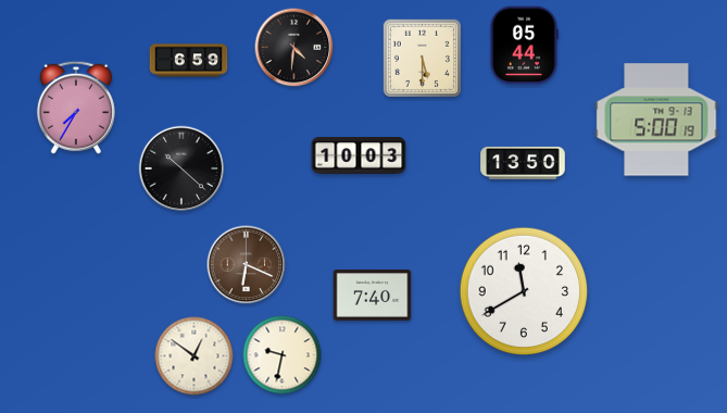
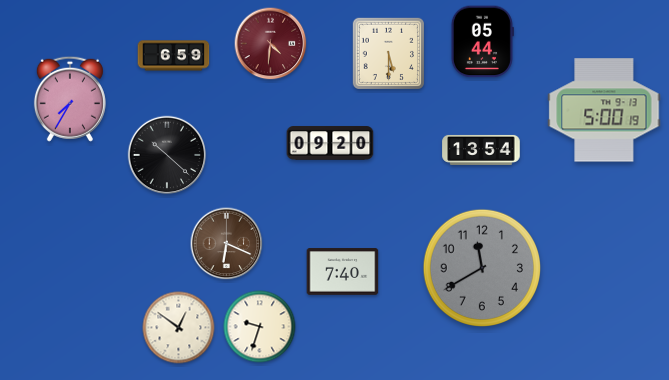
clock at (294, 48) dial: black -> burgundy
clock at (359, 155): 10:03 -> 09:20
clock at (523, 163): 13:50 -> 13:54
clock at (523, 290) dial: white -> grey
clock at (283, 355): 9:32 -> 9:33
